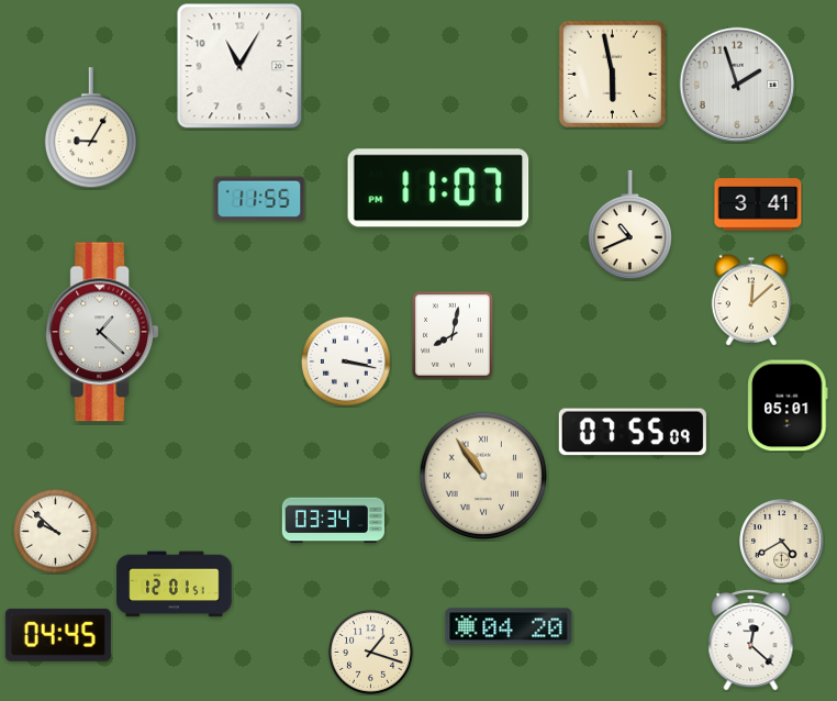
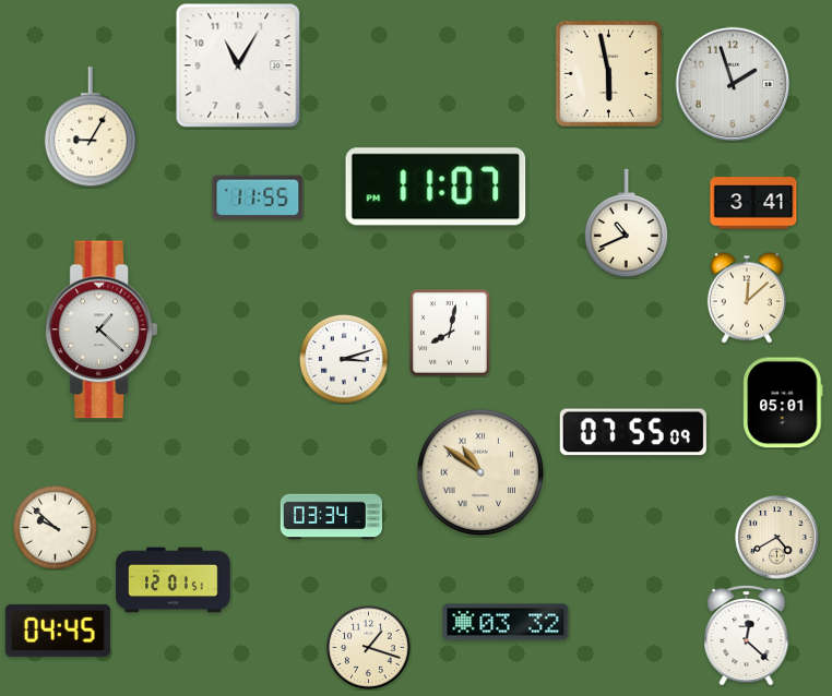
clock at (346, 361): 3:17 -> 3:12
clock at (633, 432) position: (633, 432) -> (633, 432)
clock at (482, 475): 10:54 -> 10:51
clock at (509, 626): 04:20 -> 03:32
